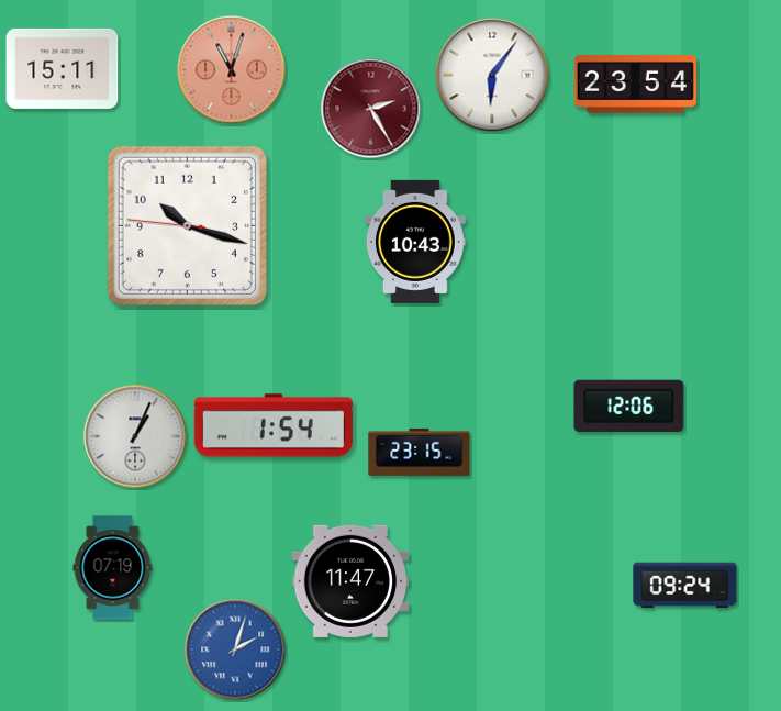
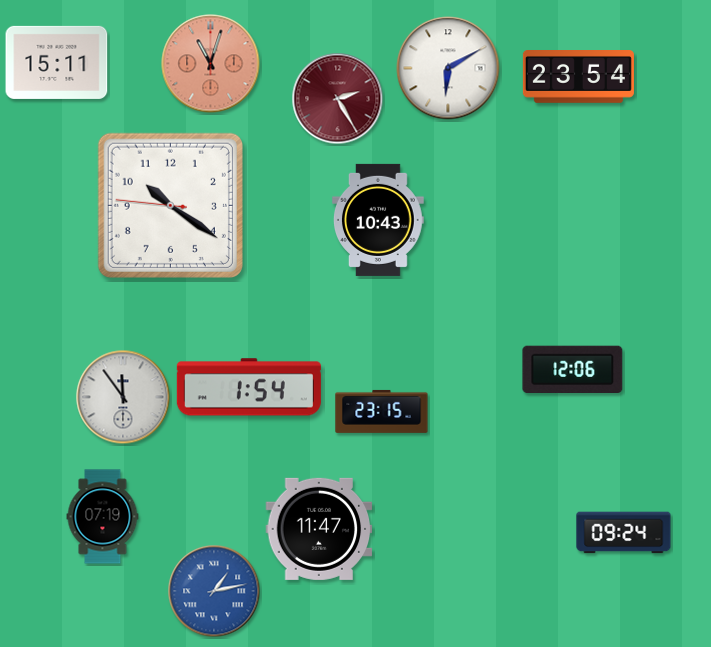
clock at (492, 75): 6:06 -> 6:10
clock at (187, 225): 10:17 -> 10:20
clock at (135, 436): 1:04 -> 11:54
clock at (235, 649): 2:03 -> 1:13
